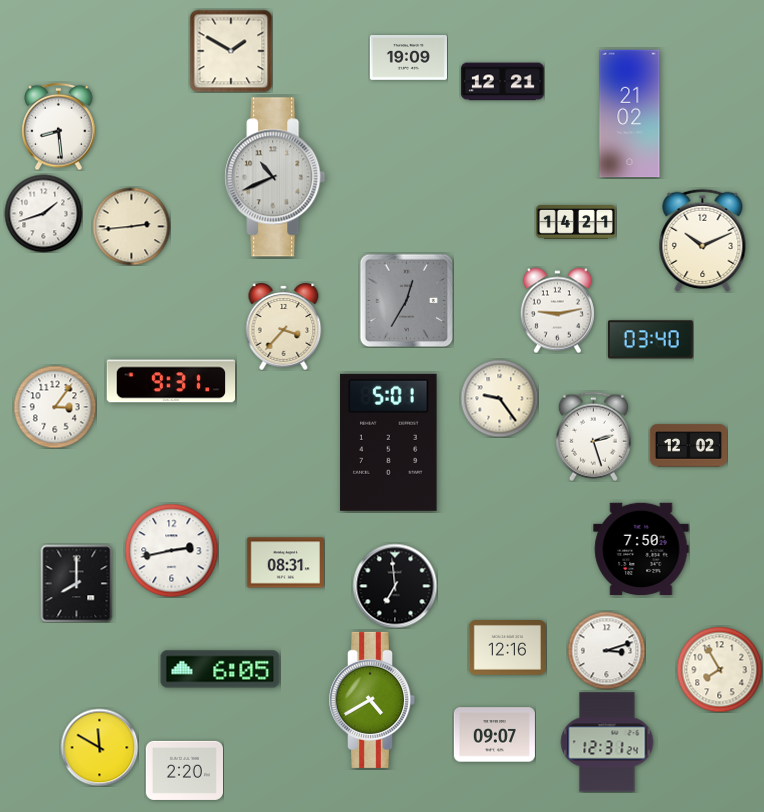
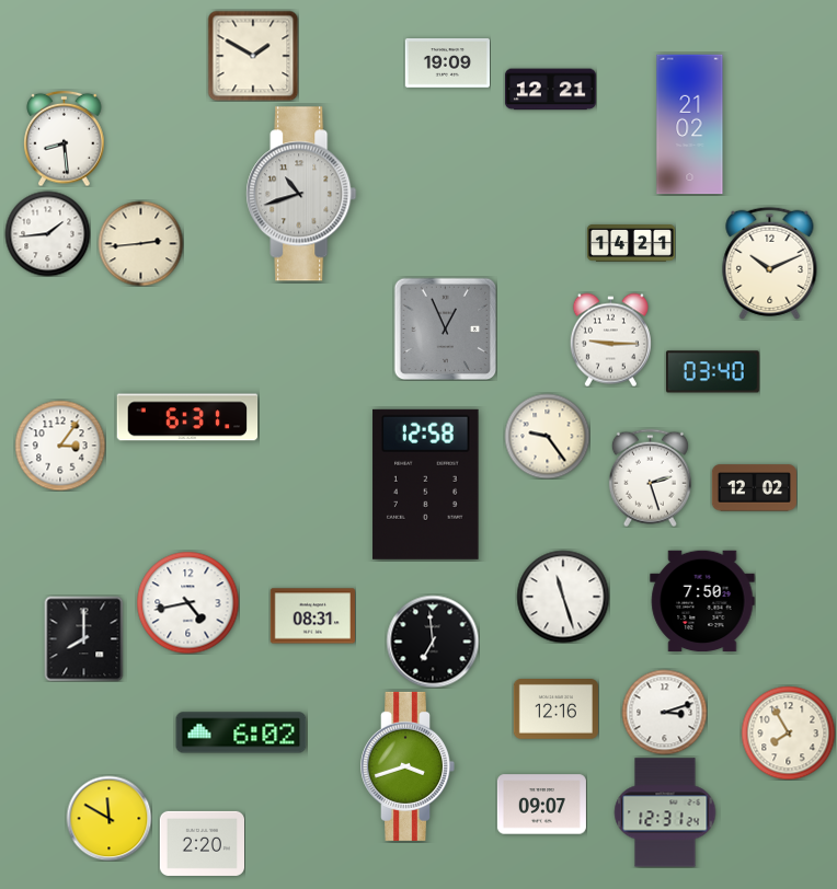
clock at (275, 177): 10:41 -> 10:42
clock at (43, 213): 1:42 -> 1:44
clock at (131, 226) position: (131, 226) -> (140, 243)
clock at (406, 300): 12:35 -> 12:56
clock at (557, 310): 9:13 -> 9:15
clock at (284, 326): 3:37 -> none
clock at (171, 381): 9:31 -> 6:31
clock at (389, 442): 5:01 -> 12:58
clock at (563, 597): none -> 11:27
clock at (171, 550): 2:43 -> 4:43
clock at (220, 669): 6:05 -> 6:02
clock at (372, 700): 4:40 -> 3:42
